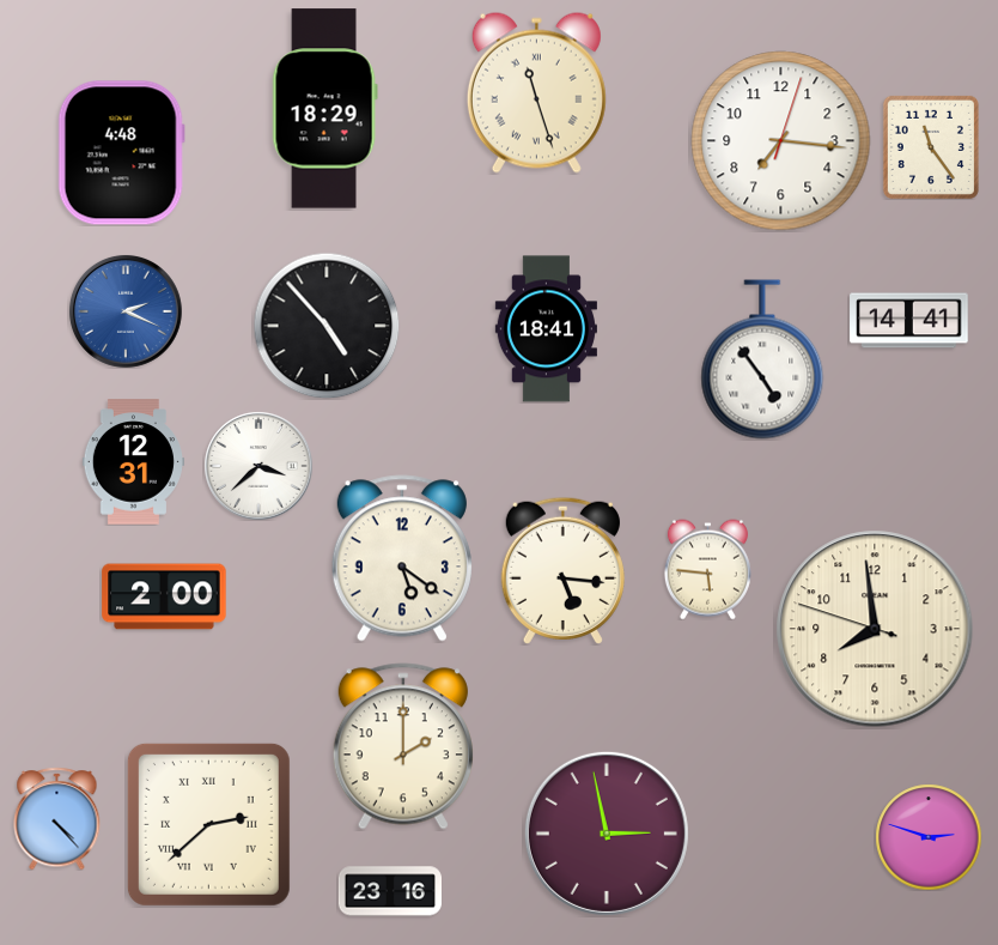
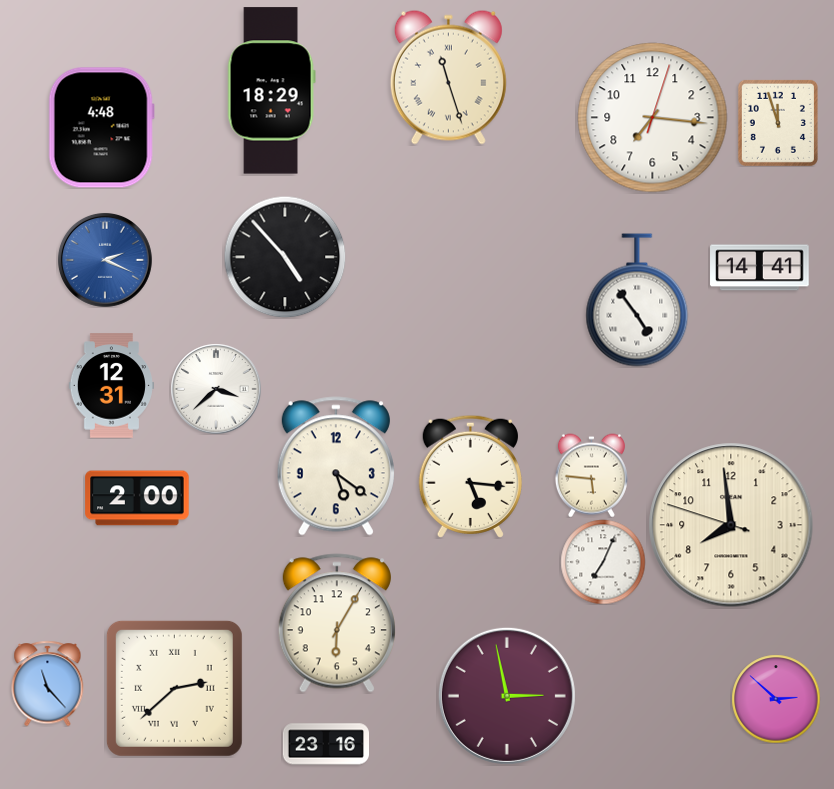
clock at (931, 147): 11:24 -> 11:57
clock at (327, 326) position: (327, 326) -> (285, 257)
clock at (546, 329): 18:41 -> none
clock at (603, 562): none -> 7:04
clock at (403, 746): 2:00 -> 6:05
clock at (57, 818): 4:23 -> 11:23
clock at (929, 837): 2:48 -> 2:52
